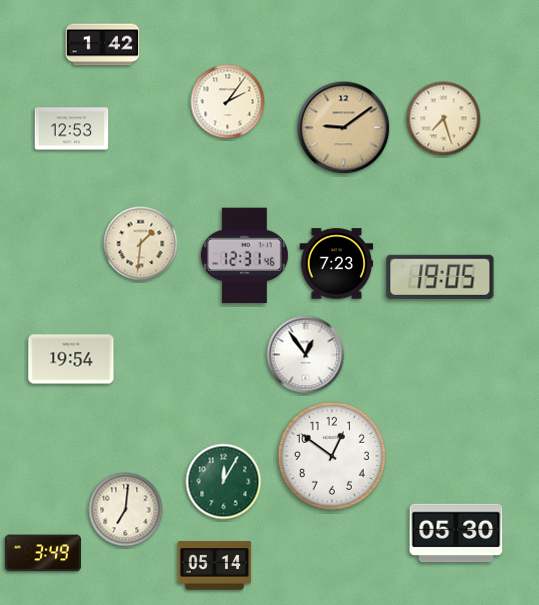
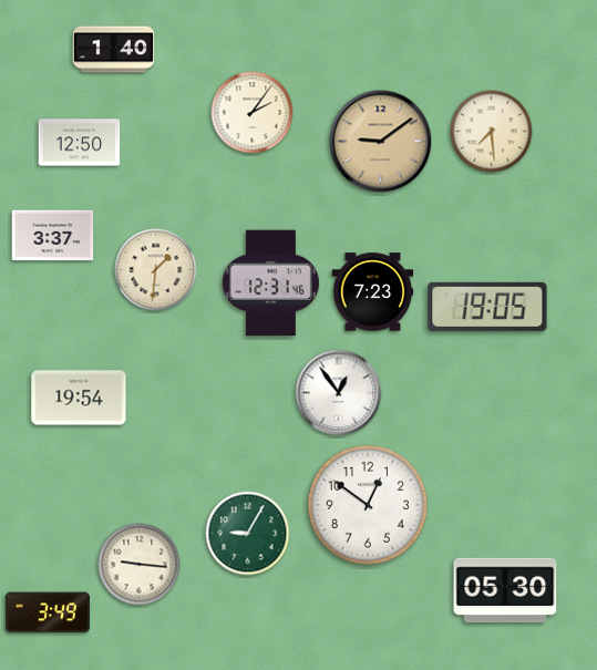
clock at (103, 45): 1:42 -> 1:40
clock at (444, 119): 7:27 -> 7:29
clock at (72, 129): 12:53 -> 12:50
clock at (53, 236): none -> 3:37
clock at (224, 482): 12:05 -> 9:05
clock at (126, 510): 7:01 -> 9:16
clock at (215, 566): 05:14 -> none
